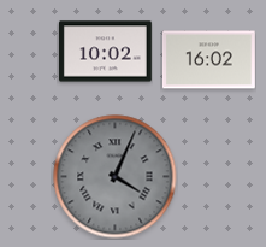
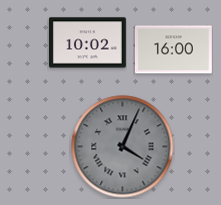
clock at (208, 60): 16:02 -> 16:00
clock at (116, 177) position: (116, 177) -> (123, 147)
